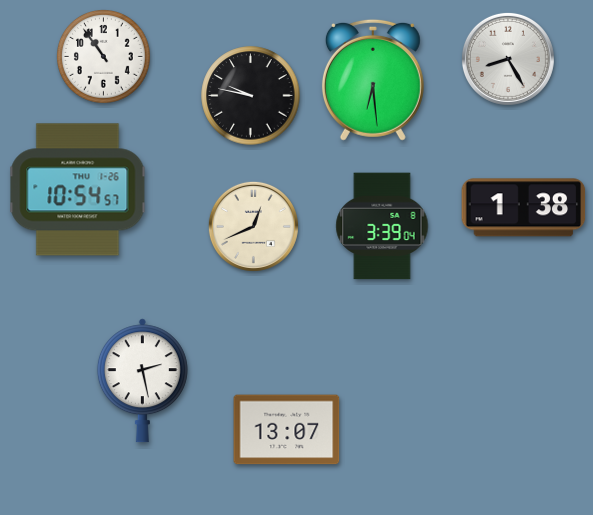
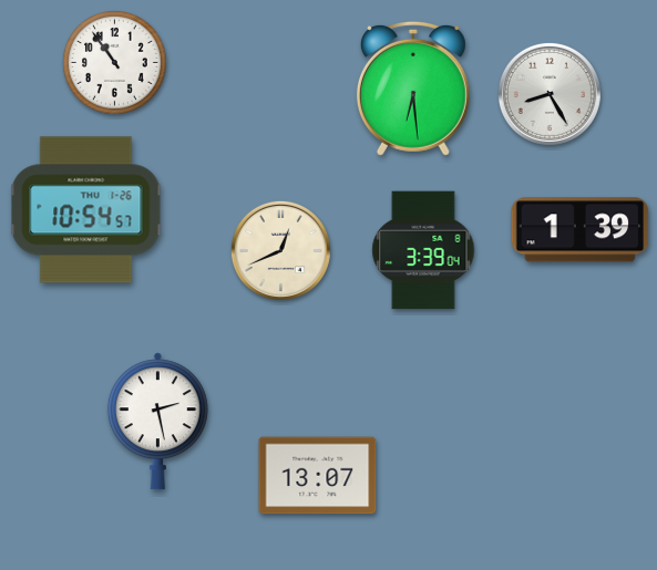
clock at (508, 59) position: (508, 59) -> (550, 94)
clock at (251, 96): 9:47 -> none
clock at (524, 208): 1:38 -> 1:39
